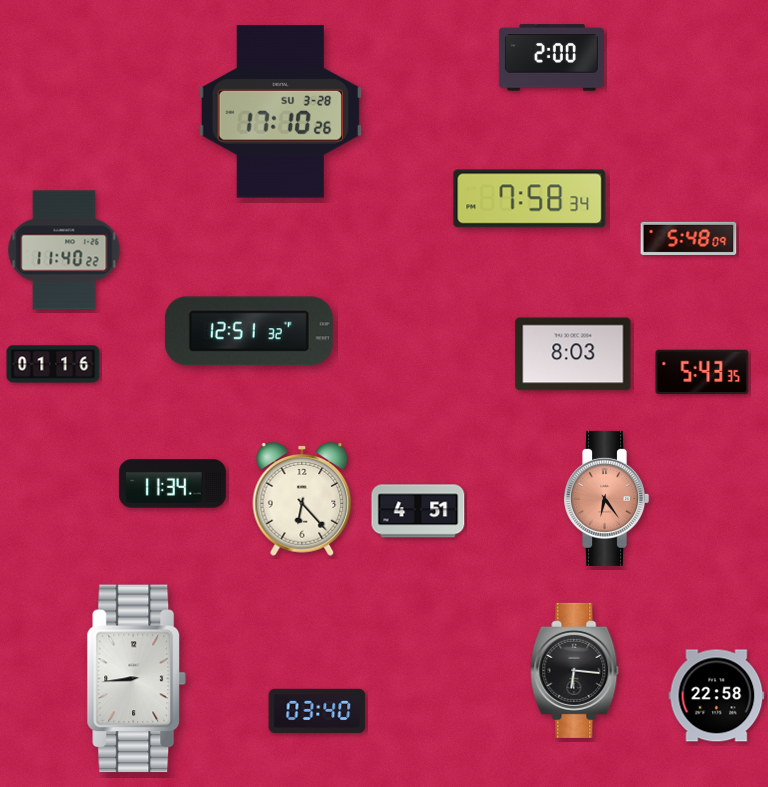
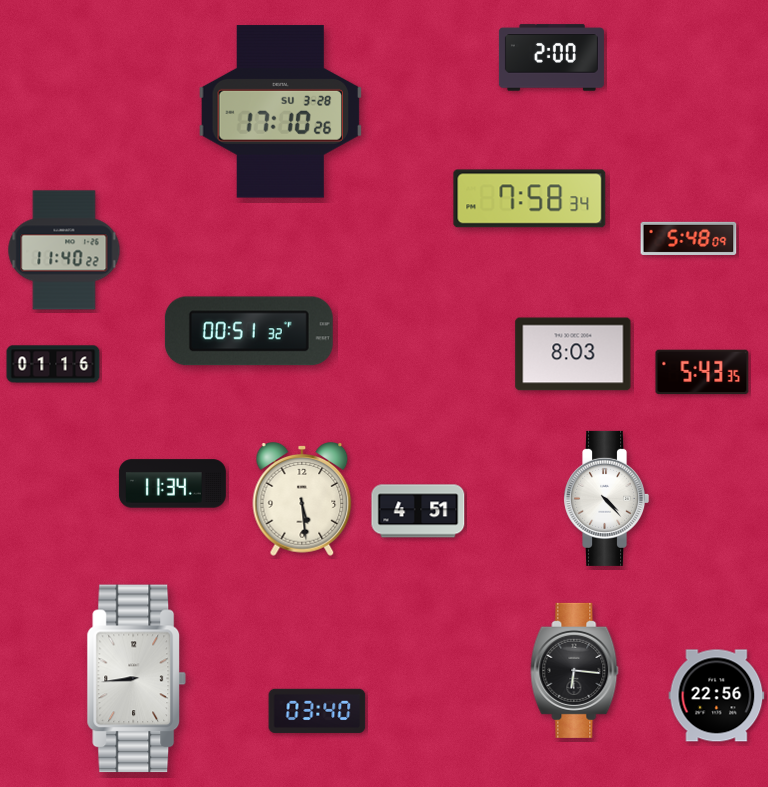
clock at (249, 331): 12:51 -> 00:51
clock at (607, 498): 6:24 -> 4:23
clock at (607, 498) dial: salmon -> white
clock at (302, 499): 6:23 -> 5:29
clock at (717, 696): 22:58 -> 22:56
